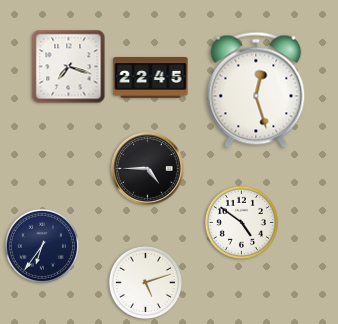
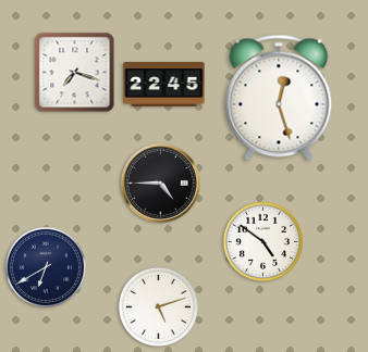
clock at (42, 246): 6:36 -> 6:40
